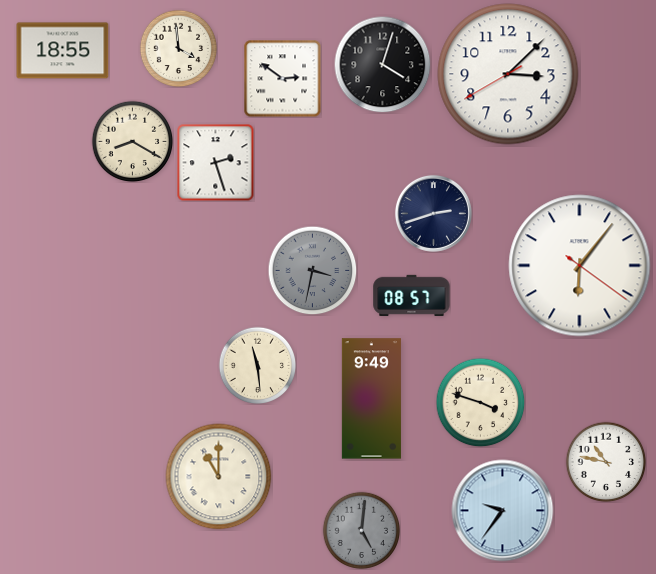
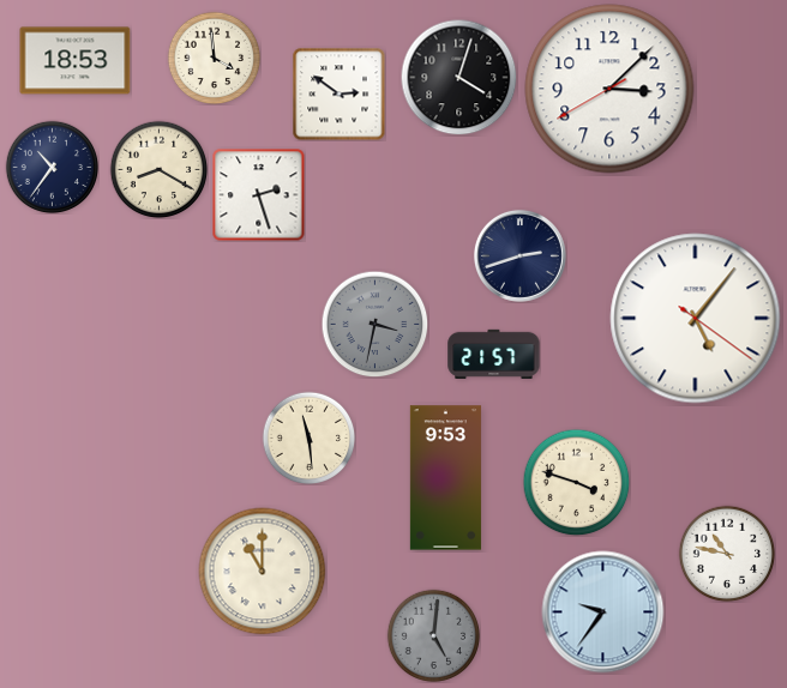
clock at (63, 51): 18:55 -> 18:53
clock at (52, 167): none -> 10:36
clock at (580, 266): 6:06 -> 5:06
clock at (412, 295): 08:57 -> 21:57
clock at (371, 399): 9:49 -> 9:53
